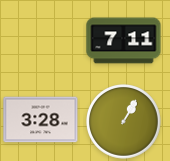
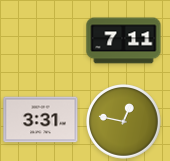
clock at (41, 120): 3:28 -> 3:31
clock at (124, 122): 1:05 -> 12:47
